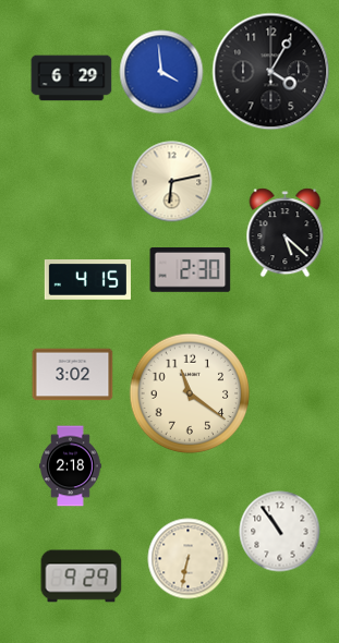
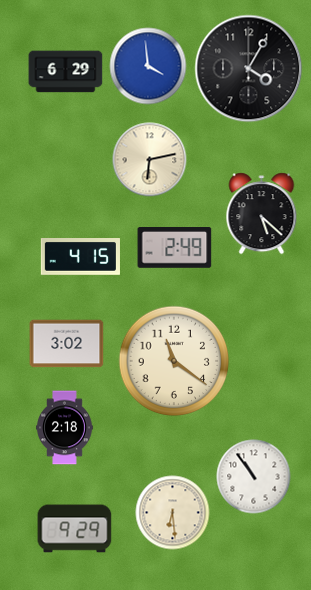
clock at (271, 72) position: (271, 72) -> (249, 69)
clock at (172, 182) position: (172, 182) -> (150, 160)
clock at (191, 270): 2:30 -> 2:49
clock at (280, 532) position: (280, 532) -> (254, 477)
clock at (189, 559): 6:32 -> 6:29
